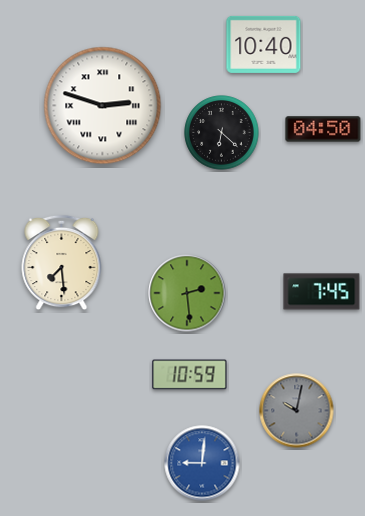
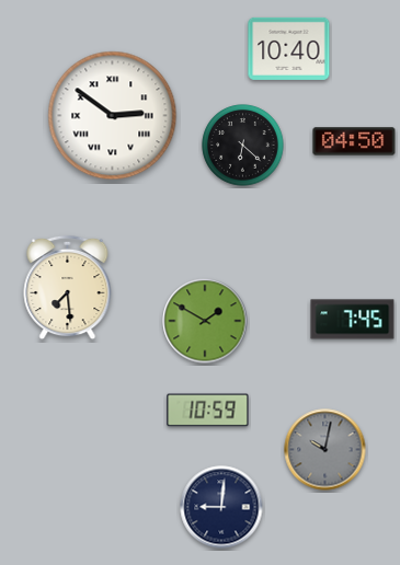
clock at (103, 106): 2:48 -> 2:51
clock at (187, 293): 2:29 -> 1:50
clock at (202, 463) dial: blue -> navy
